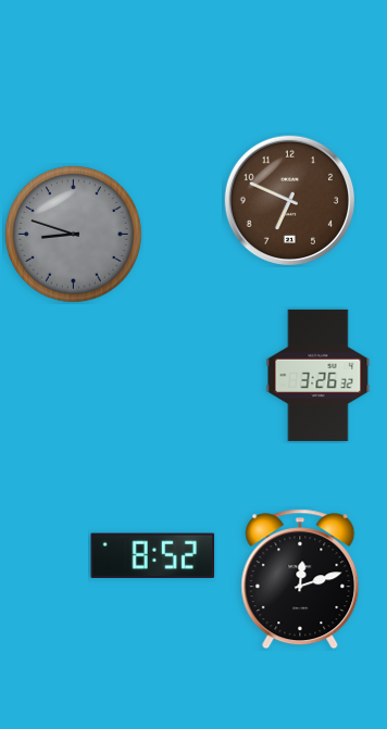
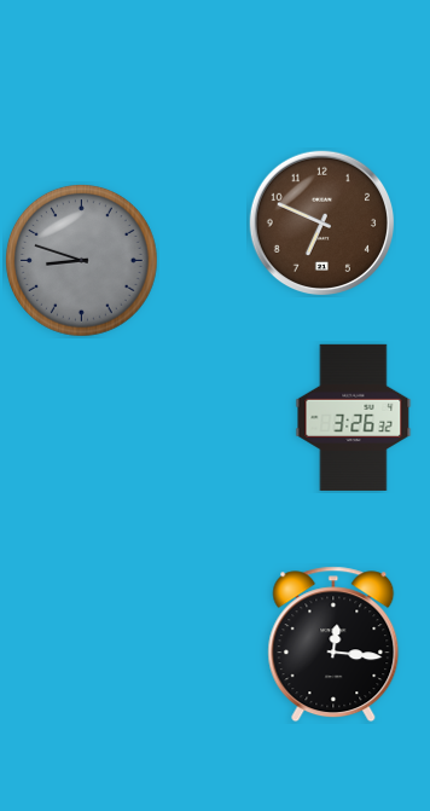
clock at (153, 555): 8:52 -> none
clock at (300, 579): 12:12 -> 12:16
